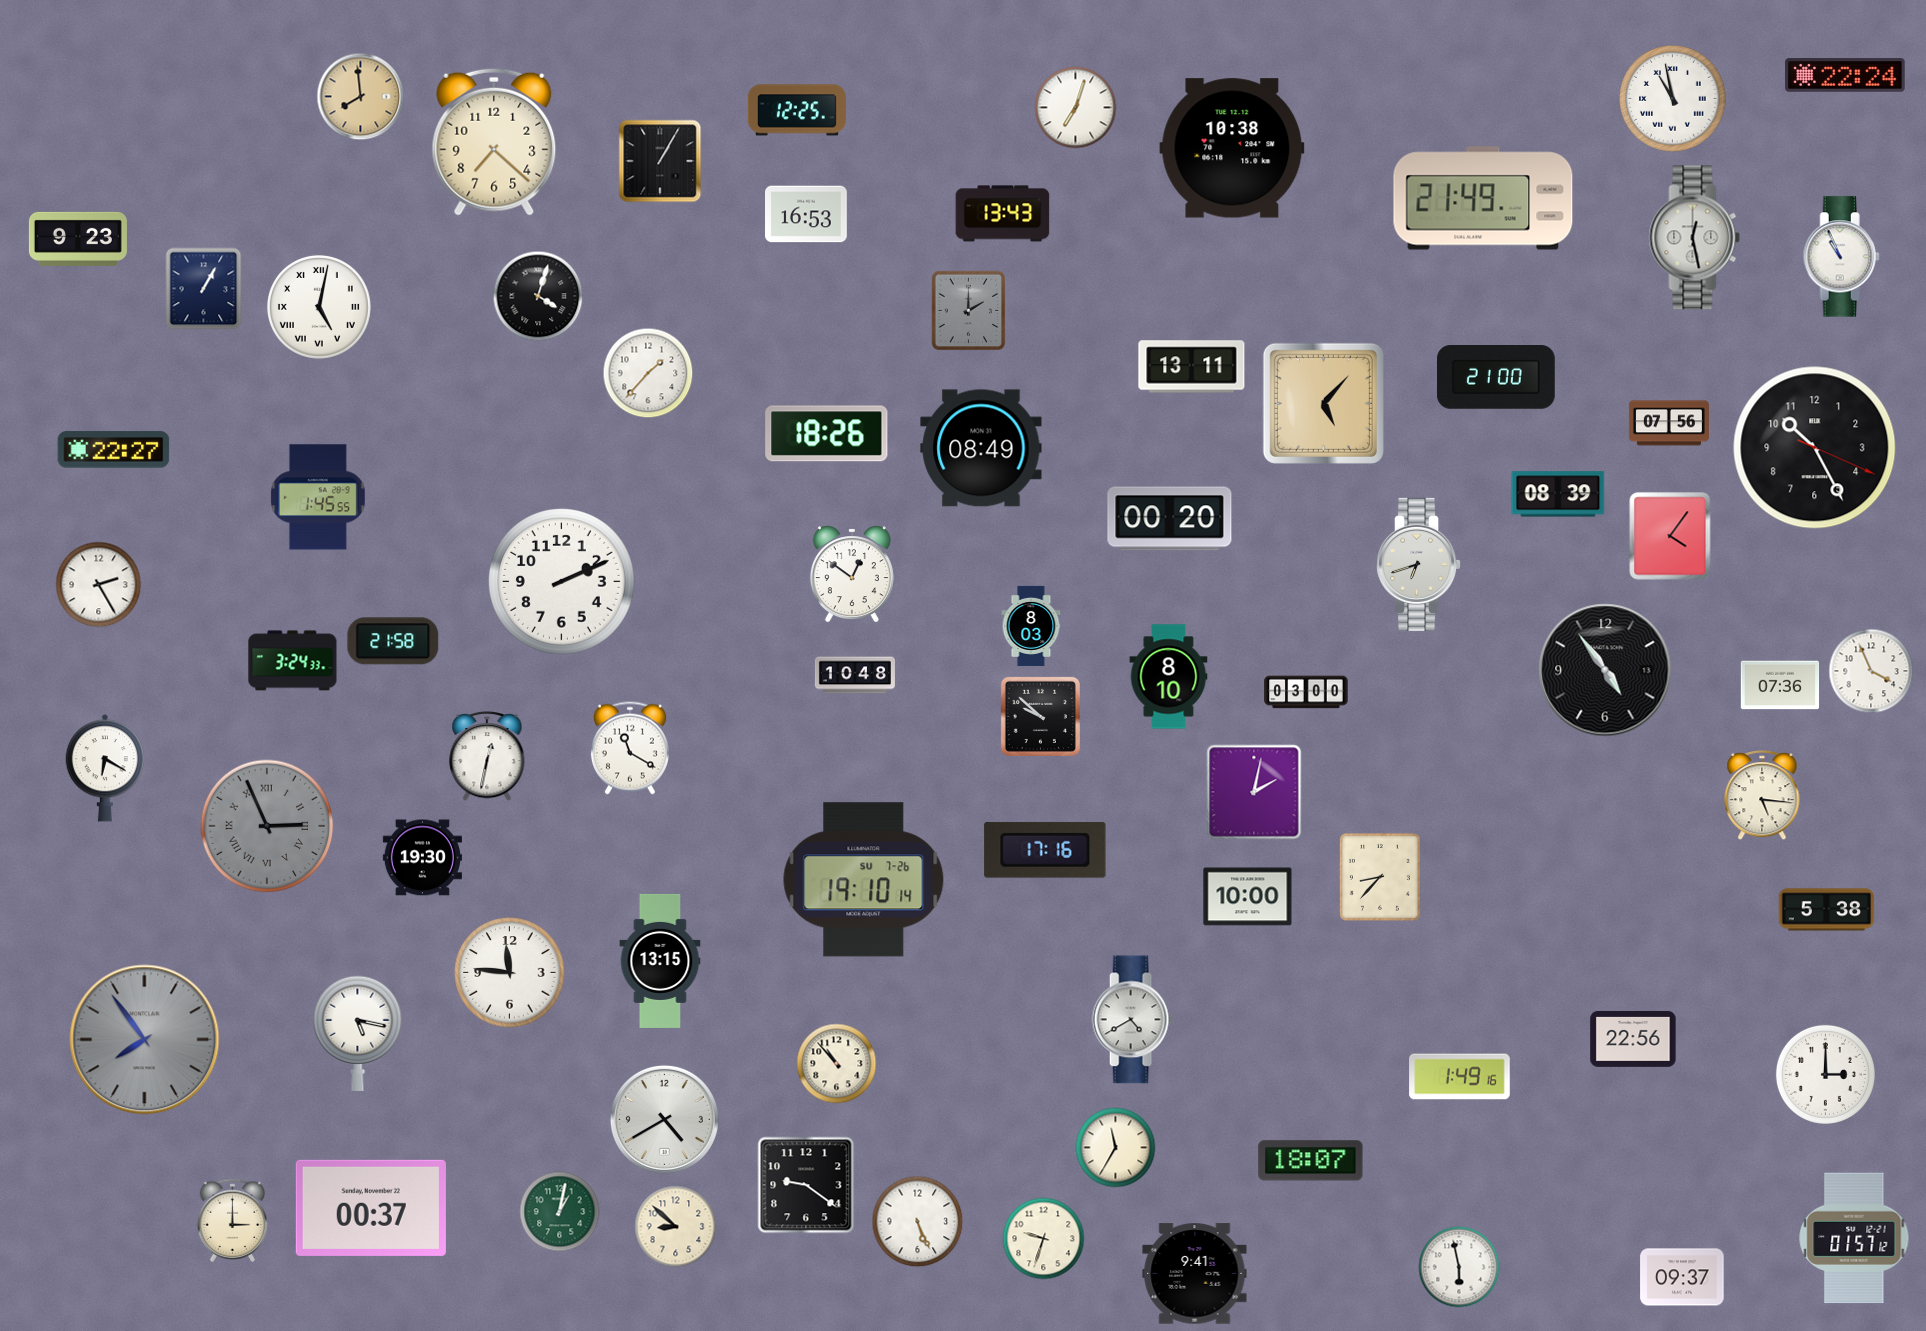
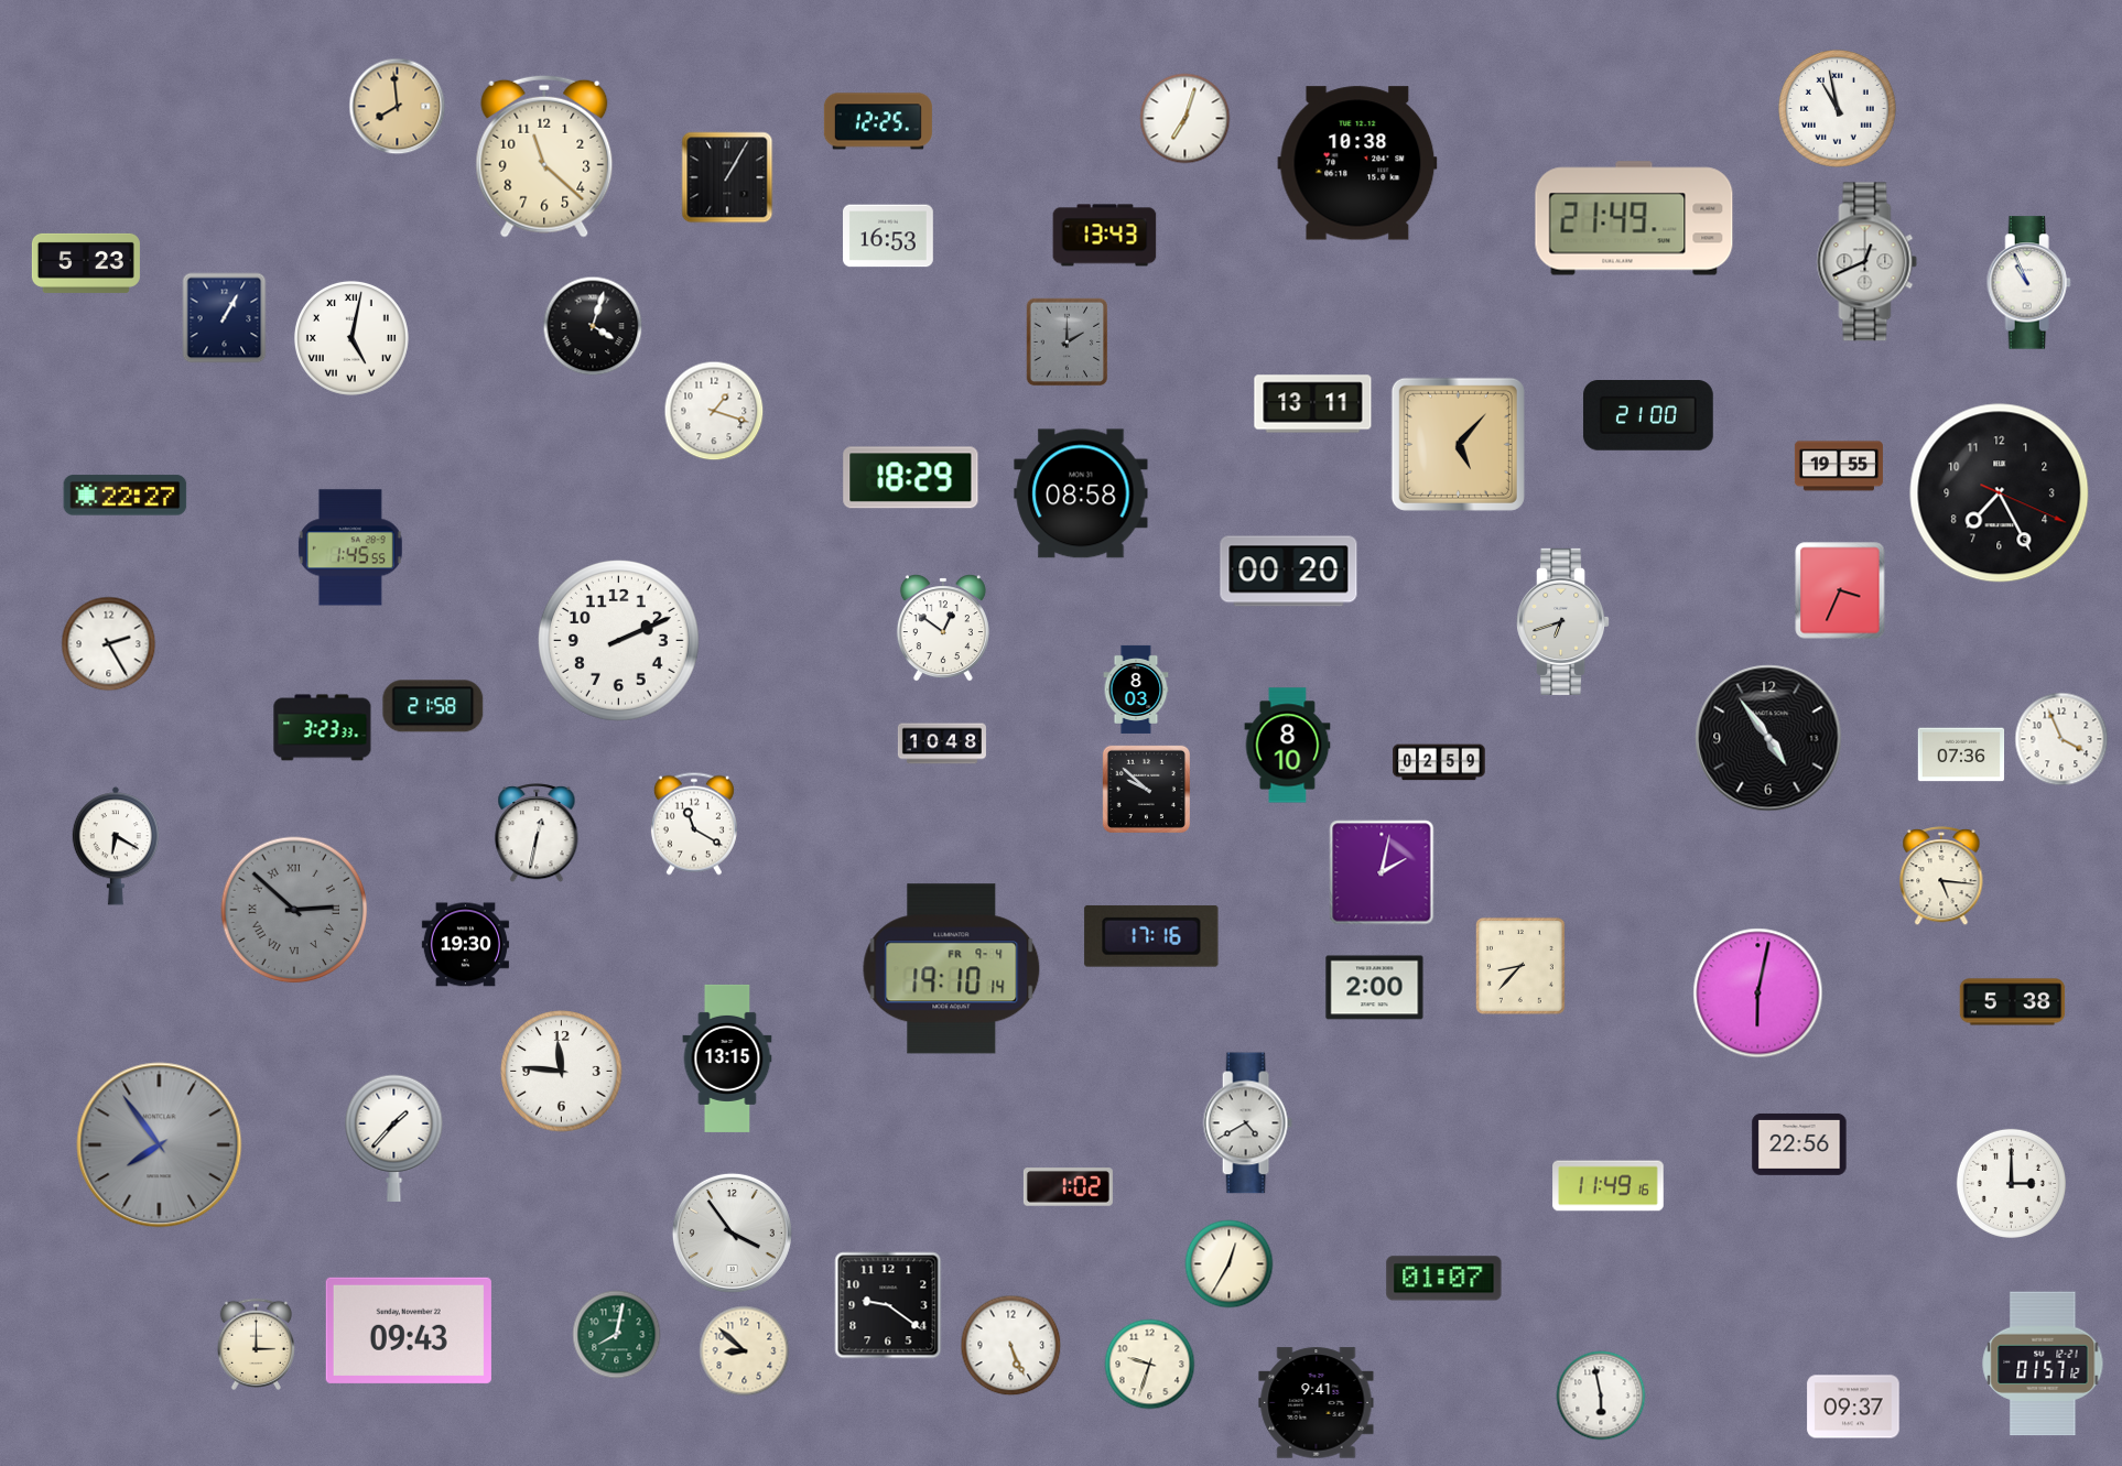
clock at (1845, 75): 22:24 -> none
clock at (1673, 99) position: (1673, 99) -> (1838, 109)
clock at (494, 142): 7:22 -> 11:22
clock at (1695, 238): 12:28 -> 12:41
clock at (78, 239): 9:23 -> 5:23
clock at (648, 373): 1:37 -> 1:18
clock at (1669, 423): 07:56 -> 19:55
clock at (827, 434): 18:26 -> 18:29
clock at (981, 448): 08:49 -> 08:58
clock at (1815, 448): 10:25 -> 7:25
clock at (1558, 494): 08:39 -> none
clock at (1670, 536): 4:06 -> 3:34
clock at (852, 574) position: (852, 574) -> (943, 628)
clock at (293, 661): 3:24 -> 3:23
clock at (1306, 692): 03:00 -> 02:59
clock at (267, 826): 2:56 -> 2:52
clock at (864, 880) date: SU 7-26 -> FR 9-4
clock at (1248, 897): 10:00 -> 2:00
clock at (1758, 993): none -> 6:02
clock at (358, 1033): 5:17 -> 1:37
clock at (837, 1064): 10:53 -> none
clock at (1460, 1077): 1:49 -> 11:49
clock at (1068, 1187): none -> 1:02
clock at (664, 1119): 4:40 -> 3:54
clock at (1116, 1148): 11:35 -> 12:35
clock at (1311, 1161): 18:07 -> 01:07
clock at (371, 1208): 00:37 -> 09:43
clock at (560, 1212): 1:02 -> 8:02
clock at (1459, 1267) position: (1459, 1267) -> (1601, 1396)
